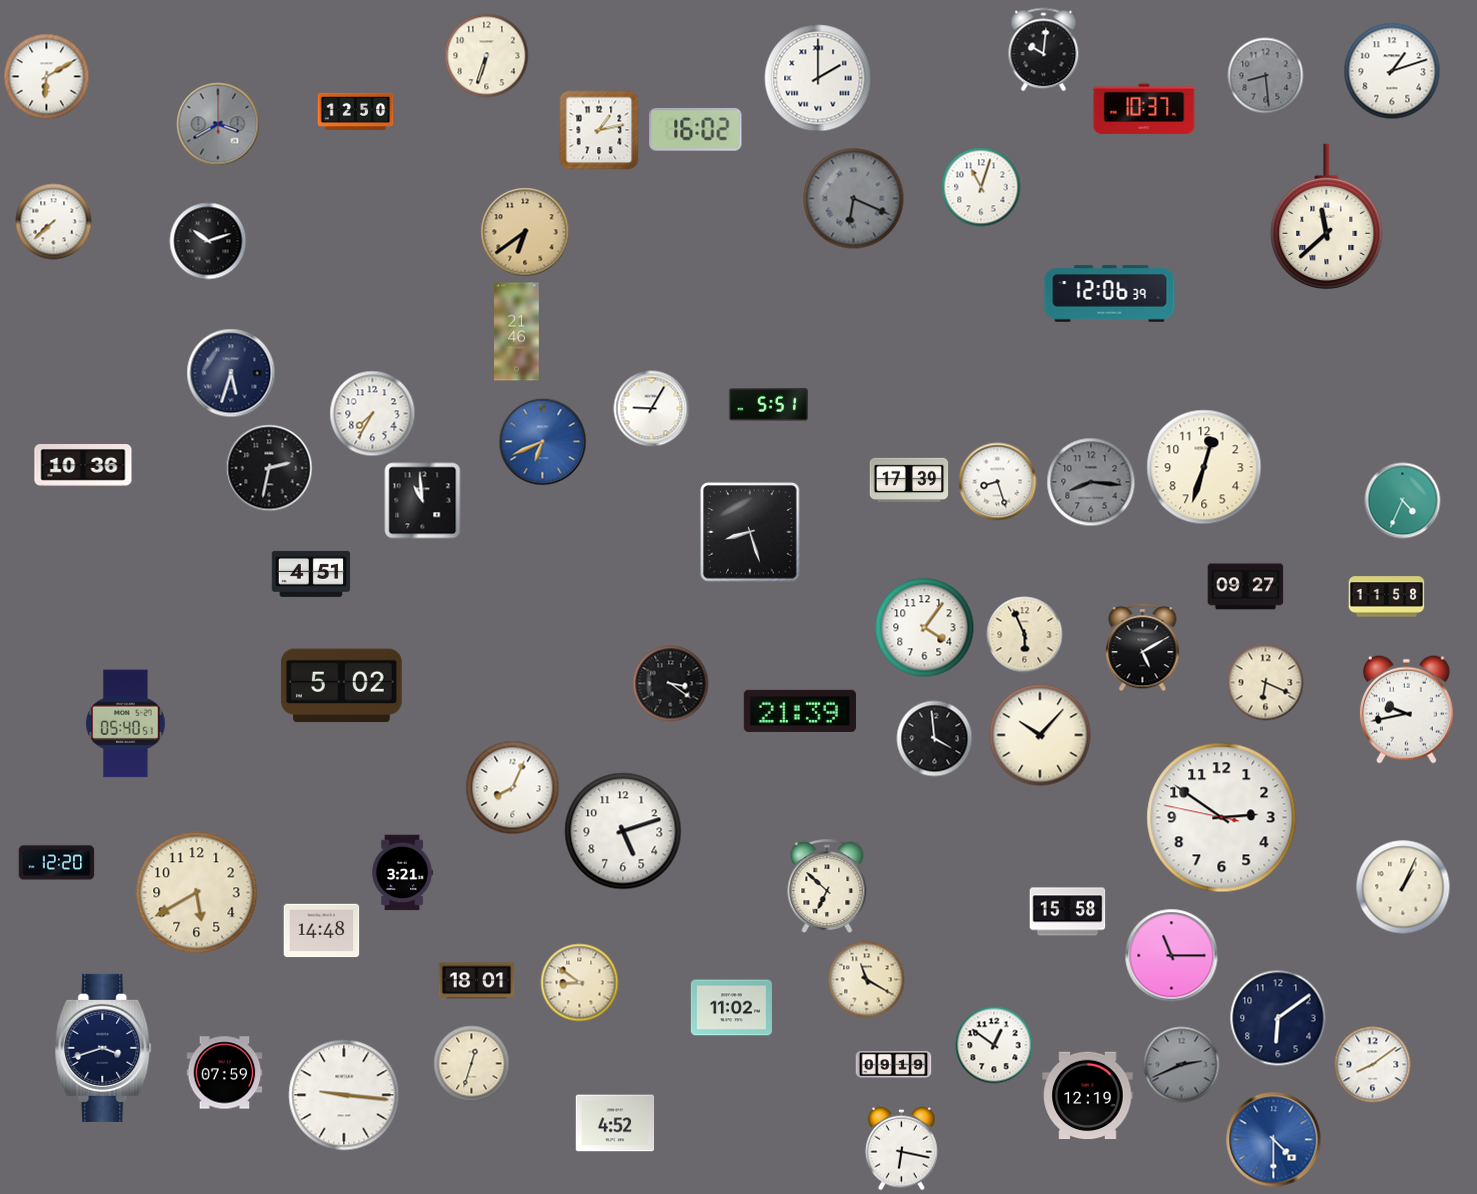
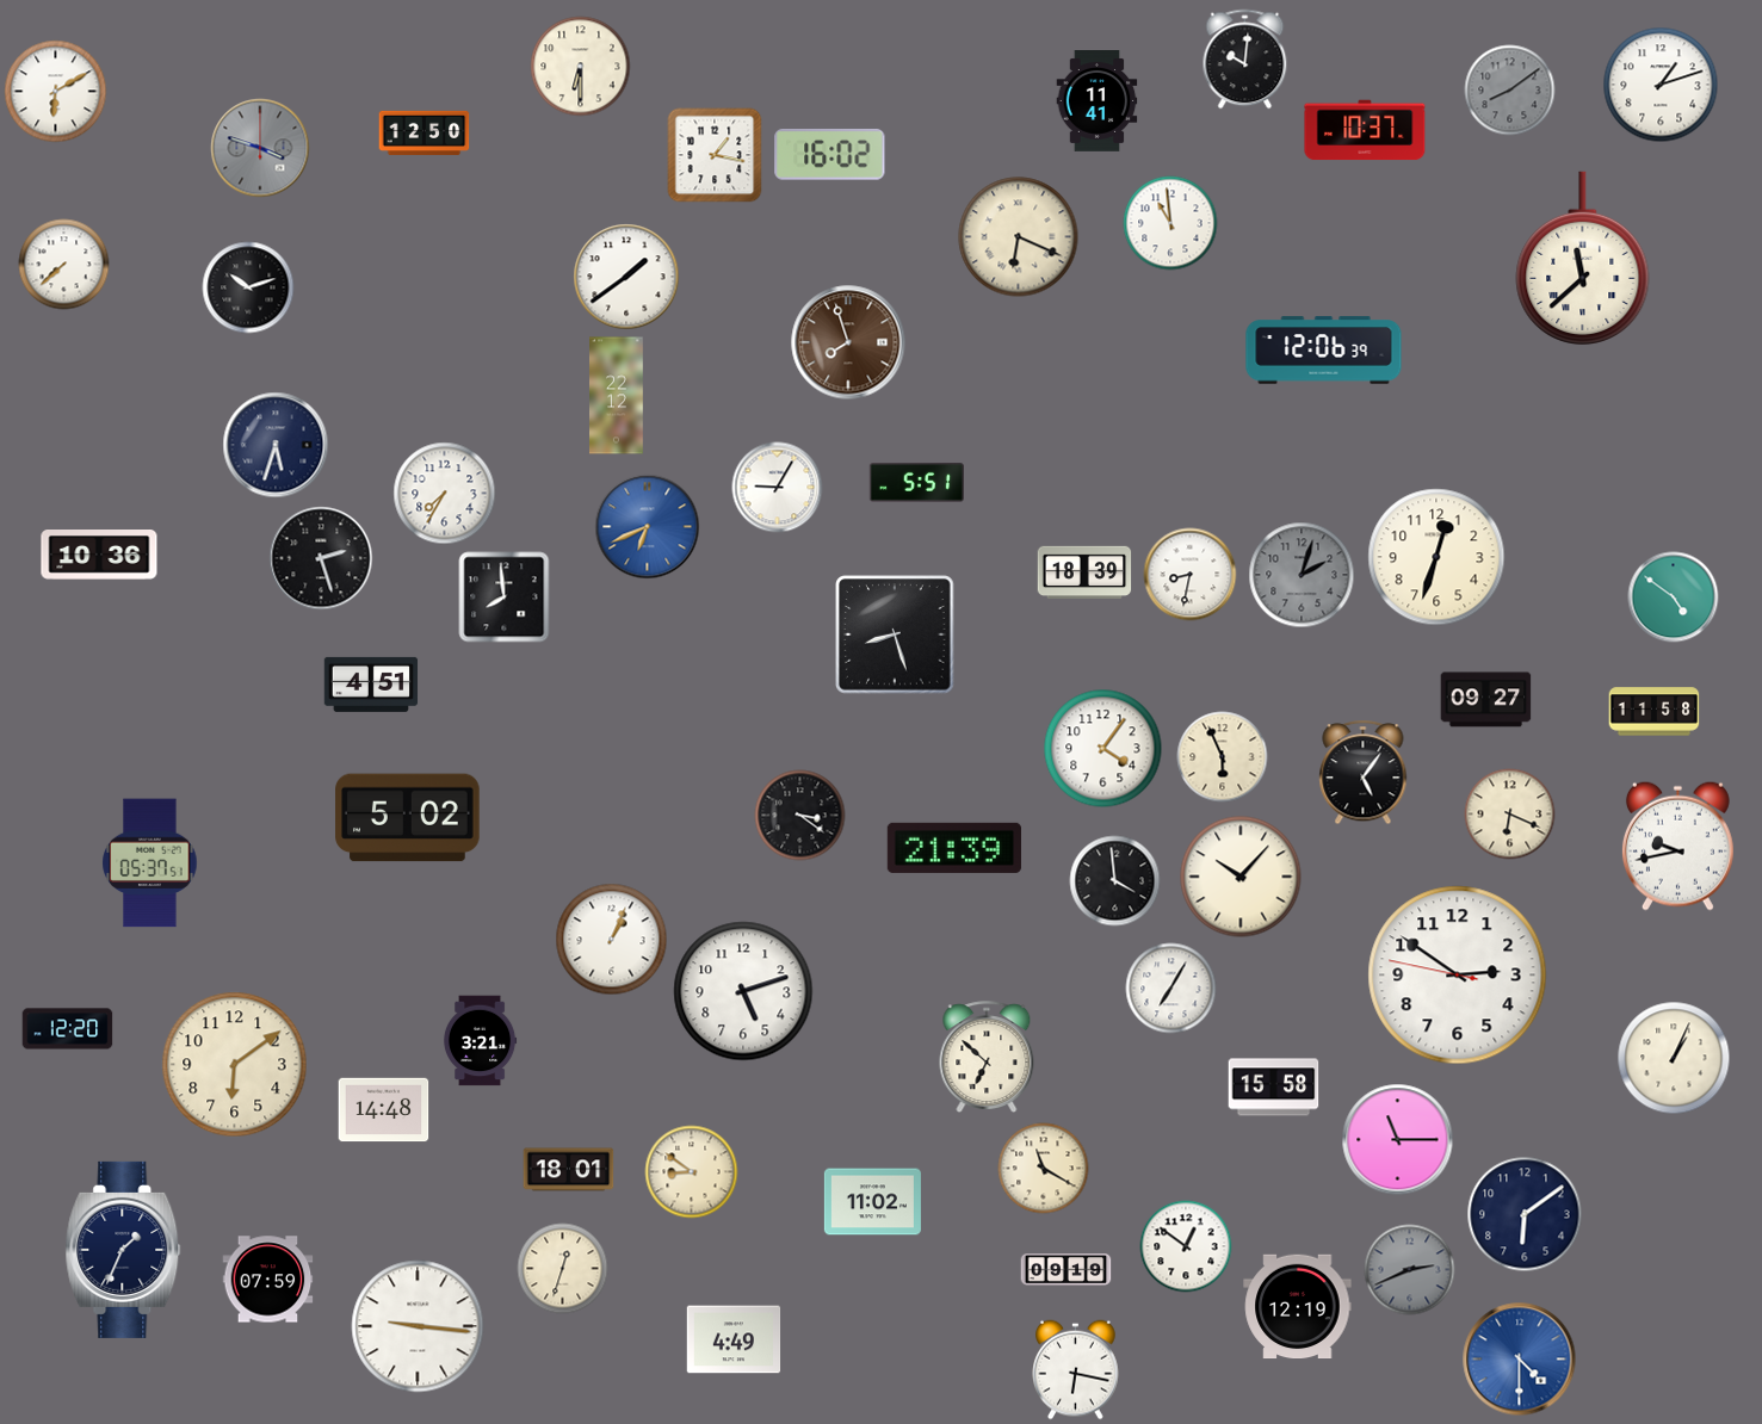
clock at (487, 56): 6:33 -> 6:30
clock at (1266, 76): 8:29 -> 8:09
clock at (818, 78): 2:00 -> none
clock at (1098, 101): none -> 11:41
clock at (218, 124): 3:40 -> 3:48
clock at (599, 130): 1:13 -> 1:17
clock at (981, 187): 11:03 -> 10:59
clock at (854, 199) dial: grey -> cream
clock at (525, 232): 6:39 -> 1:39
clock at (525, 232) dial: champagne -> white
clock at (848, 342): none -> 7:57
clock at (517, 332): 21:46 -> 22:12
clock at (269, 468): 2:32 -> 2:27
clock at (909, 480): 17:39 -> 18:39
clock at (998, 482): 8:27 -> 8:32
clock at (1091, 482): 8:16 -> 2:03
clock at (423, 501): 10:59 -> 7:59
clock at (1403, 501): 4:34 -> 4:51
clock at (1143, 648): 5:10 -> 5:06
clock at (126, 724): 05:40 -> 05:37
clock at (513, 788): 8:04 -> 1:04
clock at (1171, 989): none -> 7:05
clock at (197, 893): 5:40 -> 6:09
clock at (867, 980) position: (867, 980) -> (1044, 1169)
clock at (103, 1048): 3:42 -> 1:34
clock at (1373, 1065): 8:09 -> none
clock at (344, 1095) position: (344, 1095) -> (418, 1326)
clock at (615, 1123): 4:52 -> 4:49
